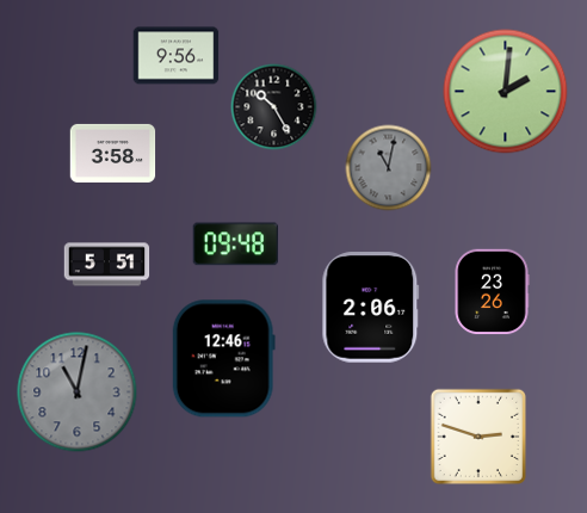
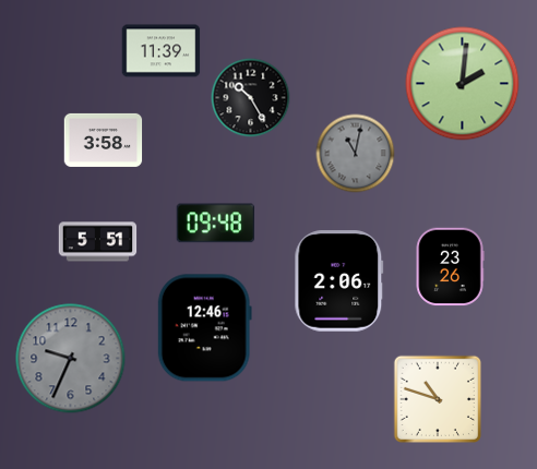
clock at (177, 56): 9:56 -> 11:39
clock at (78, 393): 11:02 -> 9:34
clock at (478, 437): 2:48 -> 10:48
